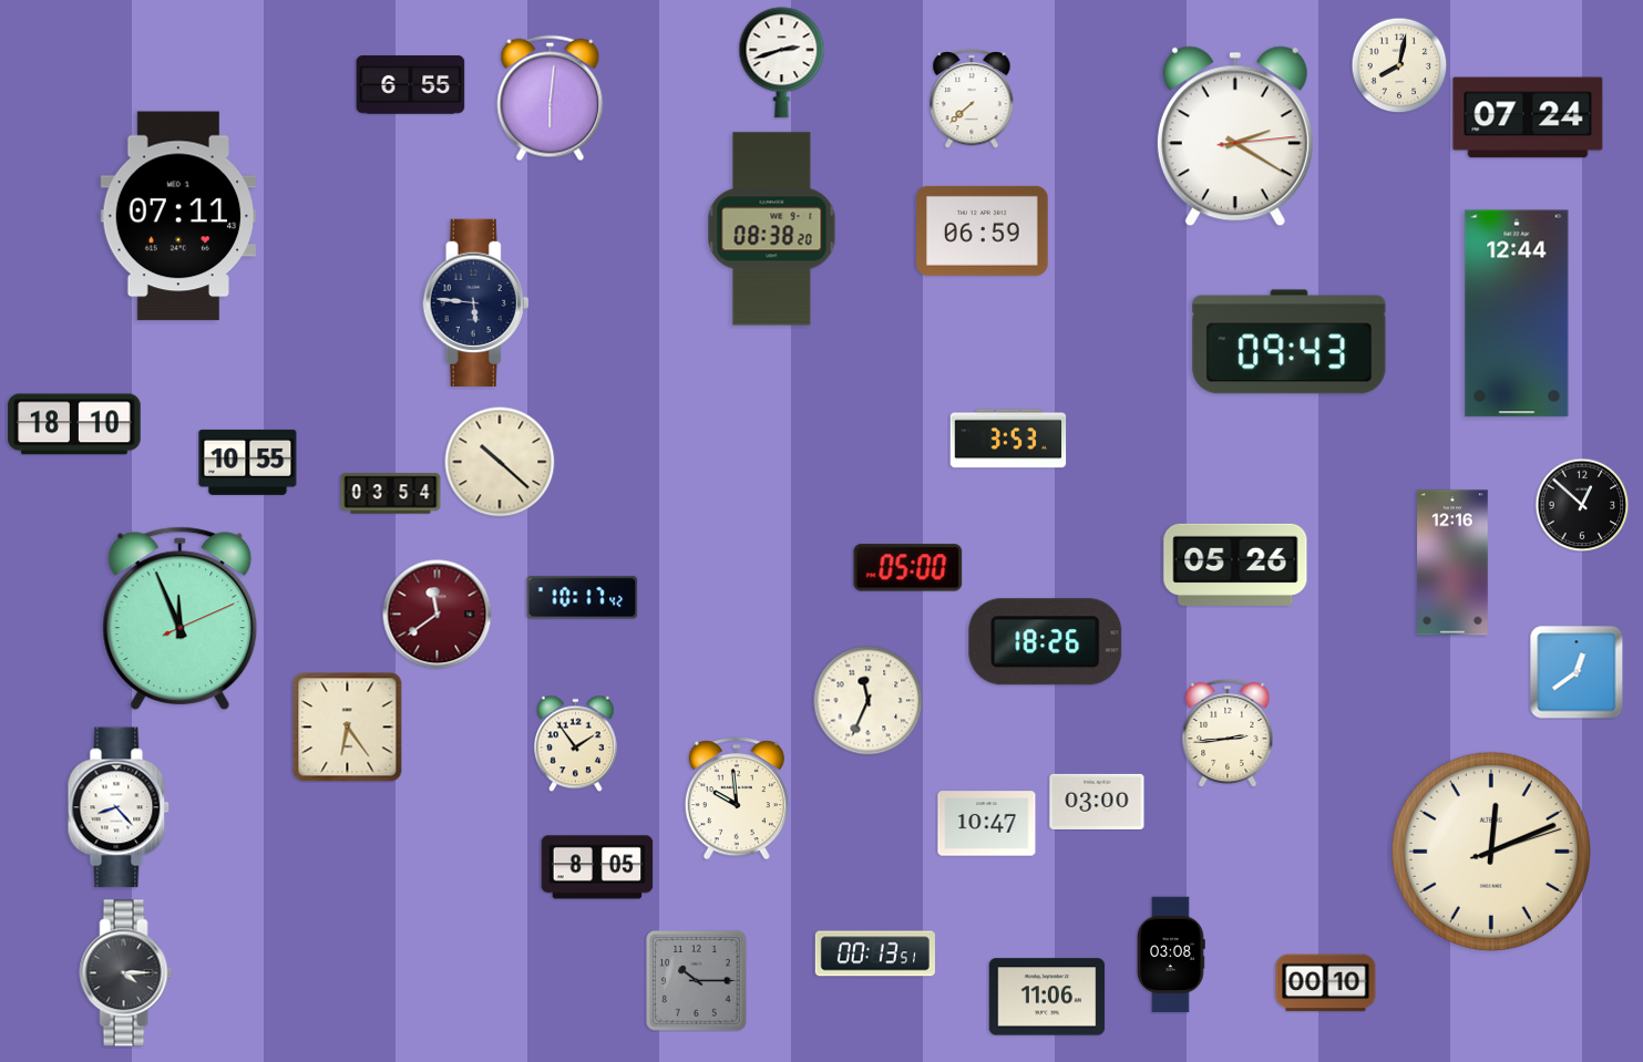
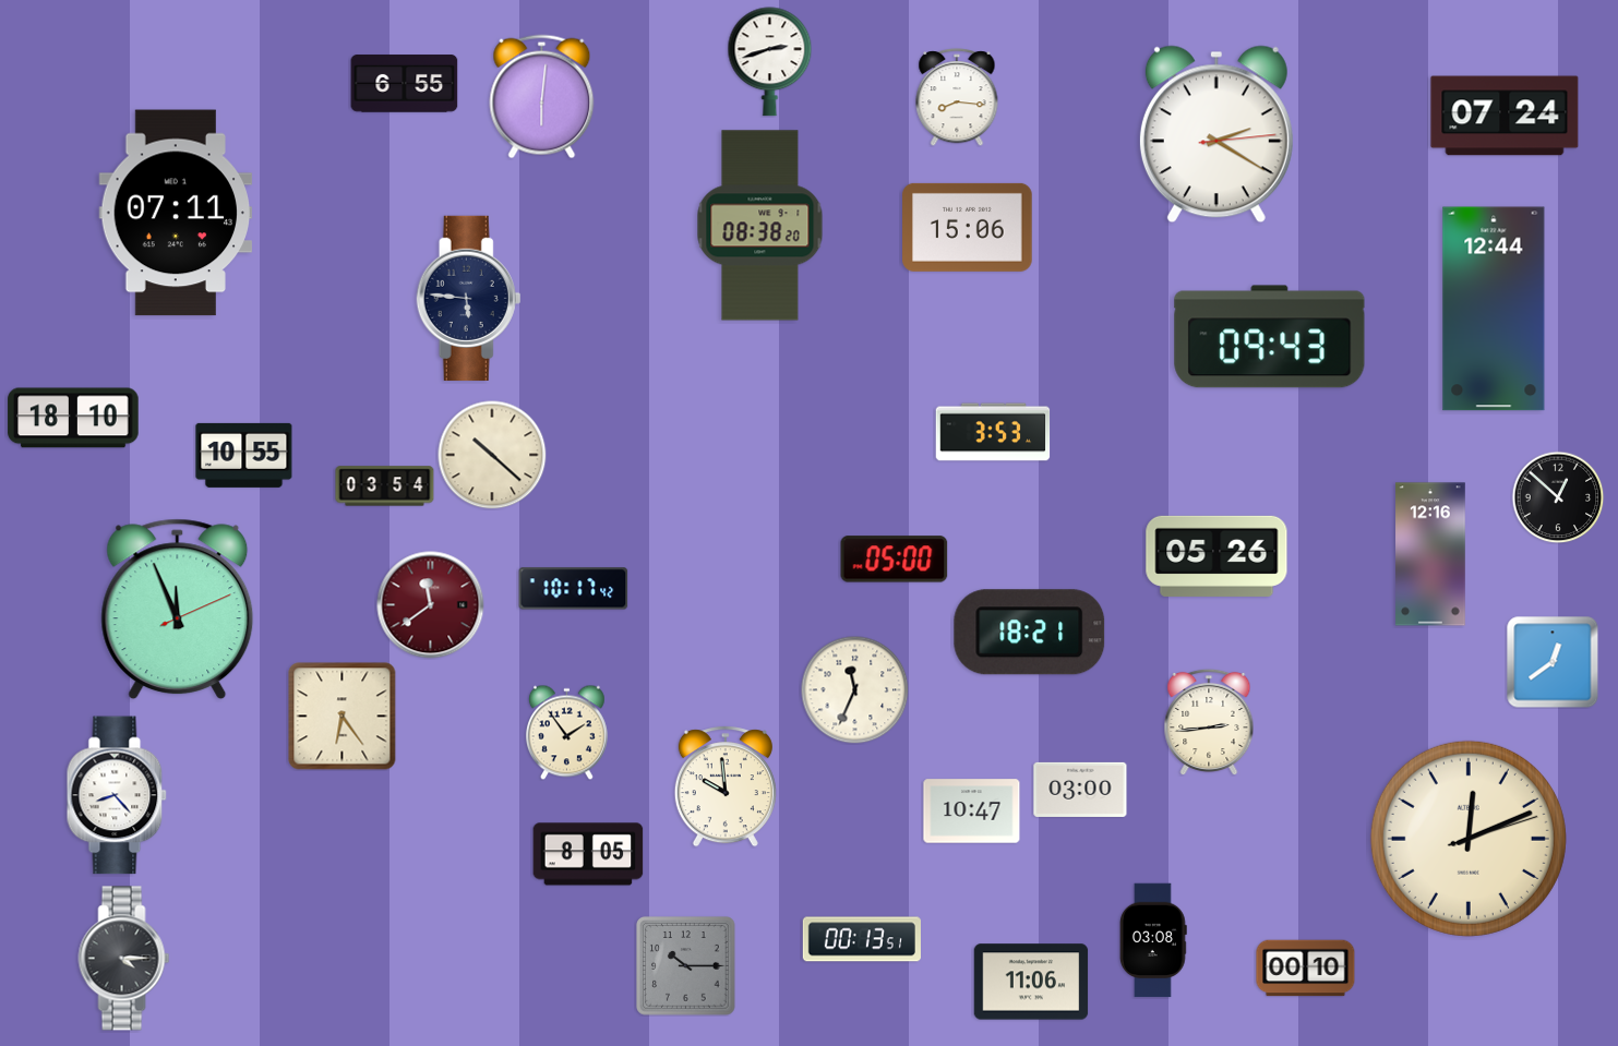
clock at (1399, 65): 8:02 -> none
clock at (972, 99): 7:38 -> 8:16
clock at (983, 230): 06:59 -> 15:06
clock at (1046, 642): 18:26 -> 18:21
